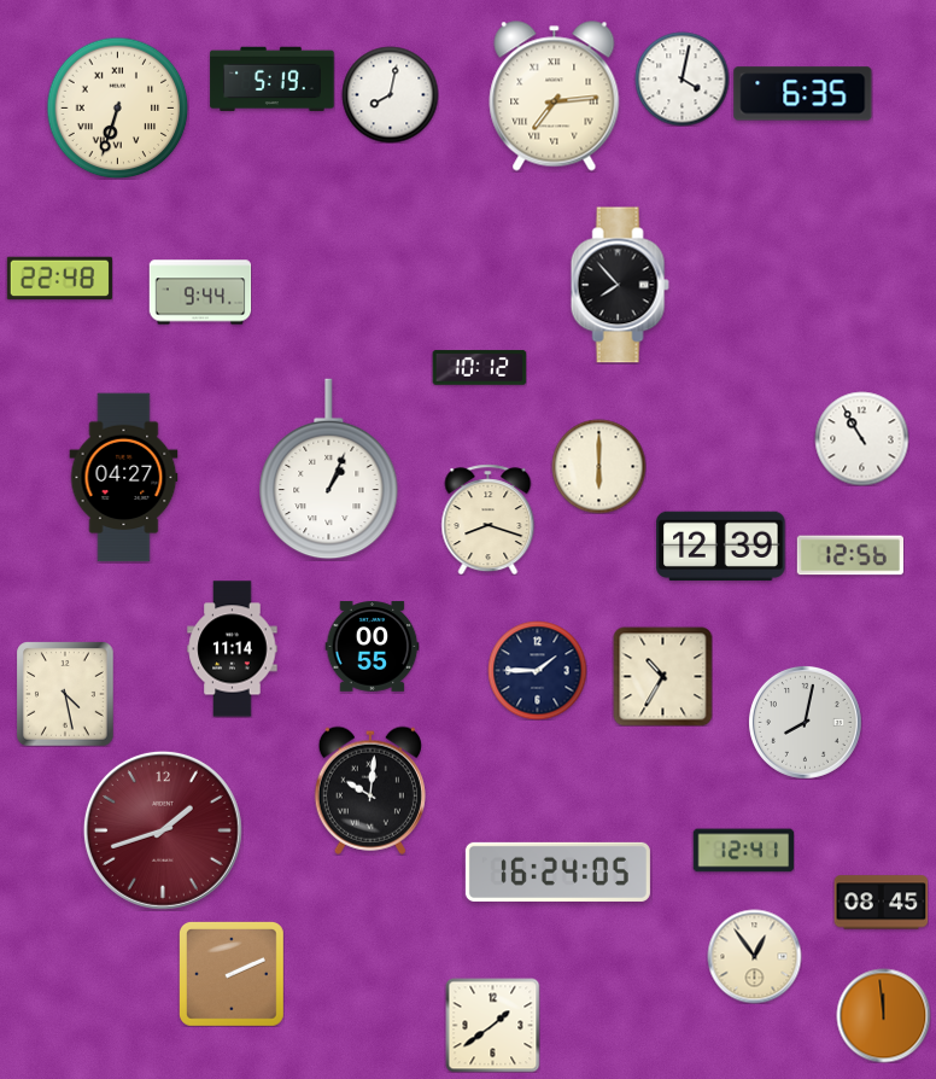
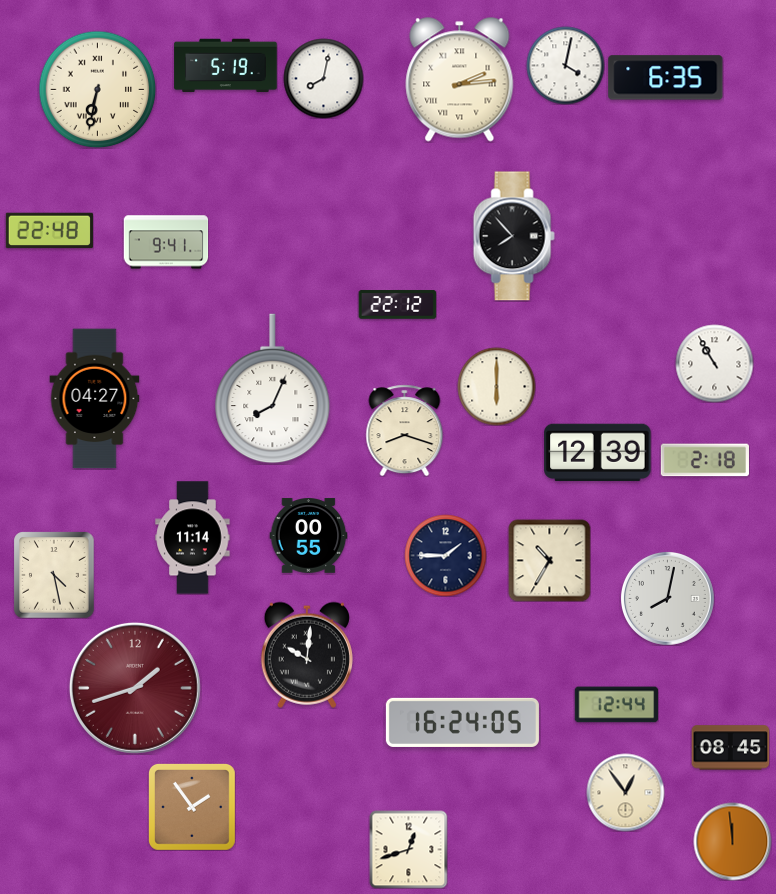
clock at (555, 97): 7:14 -> 2:14
clock at (117, 107): 6:33 -> 6:32
clock at (200, 292): 9:44 -> 9:41
clock at (479, 368): 10:12 -> 22:12
clock at (329, 469): 1:04 -> 8:04
clock at (124, 478) position: (124, 478) -> (95, 399)
clock at (850, 555): 12:56 -> 2:18
clock at (743, 851): 12:41 -> 12:44
clock at (232, 974): 2:11 -> 1:54
clock at (492, 1025): 1:39 -> 12:42
